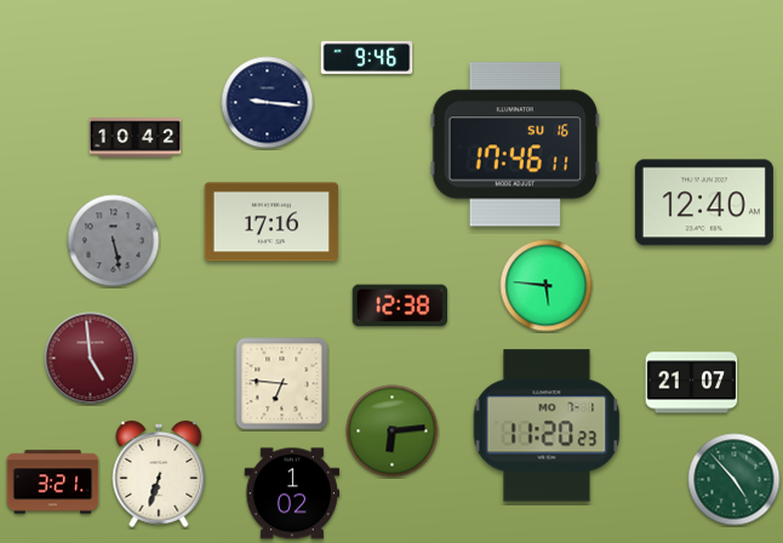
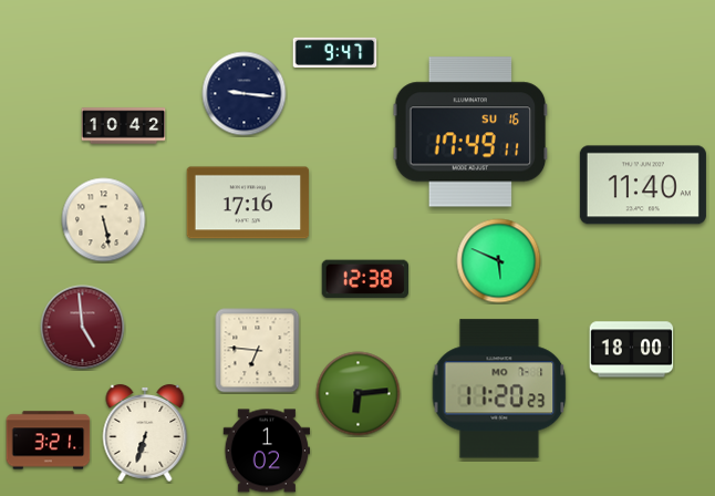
clock at (367, 57): 9:46 -> 9:47
clock at (515, 144): 17:46 -> 17:49
clock at (704, 202): 12:40 -> 11:40
clock at (114, 241) dial: grey -> cream
clock at (547, 286): 5:46 -> 5:49
clock at (692, 383): 21:07 -> 18:00
clock at (735, 480): 4:53 -> none
